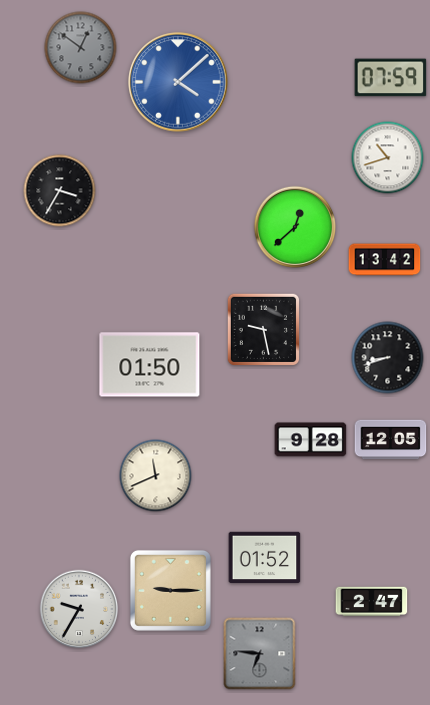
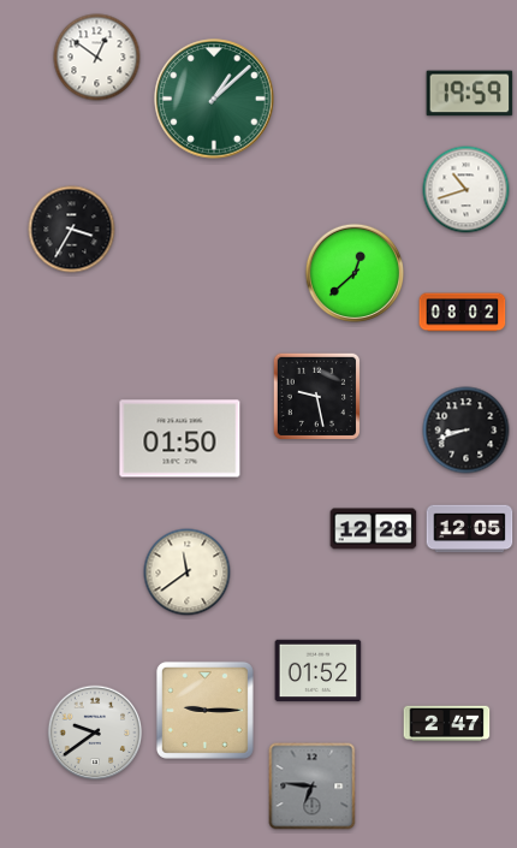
clock at (81, 48) dial: grey -> white
clock at (391, 78): 07:59 -> 19:59
clock at (178, 82): 4:08 -> 1:08
clock at (178, 82) dial: blue -> green
clock at (385, 260): 13:42 -> 08:02
clock at (311, 440): 9:28 -> 12:28
clock at (156, 476): 11:41 -> 11:39
clock at (79, 609): 9:35 -> 9:39
